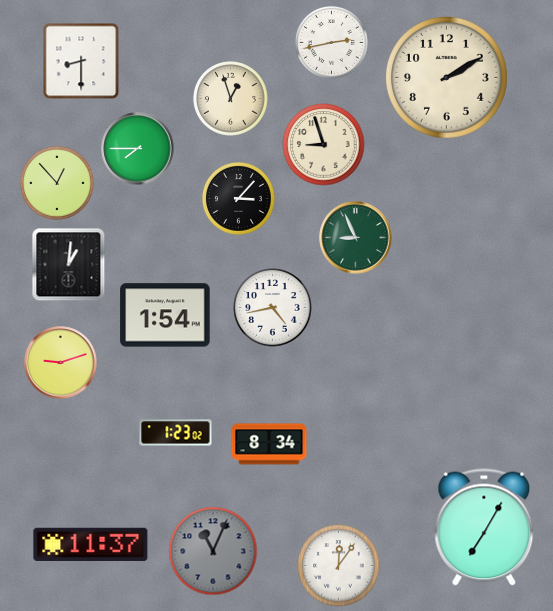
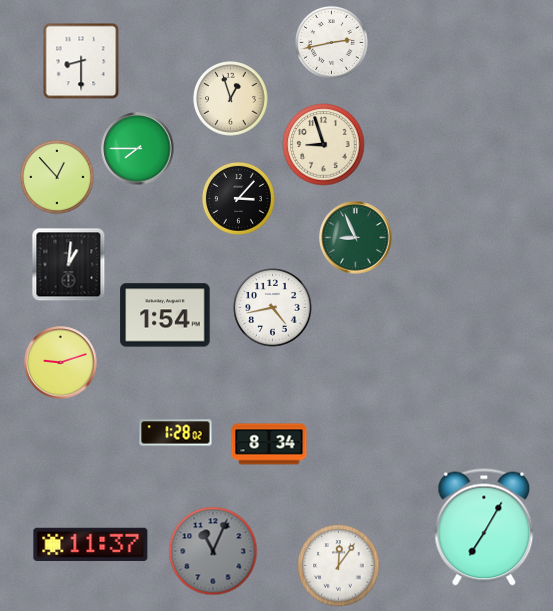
clock at (446, 77): 2:10 -> none
clock at (58, 184) position: (58, 184) -> (58, 178)
clock at (176, 433): 1:23 -> 1:28
